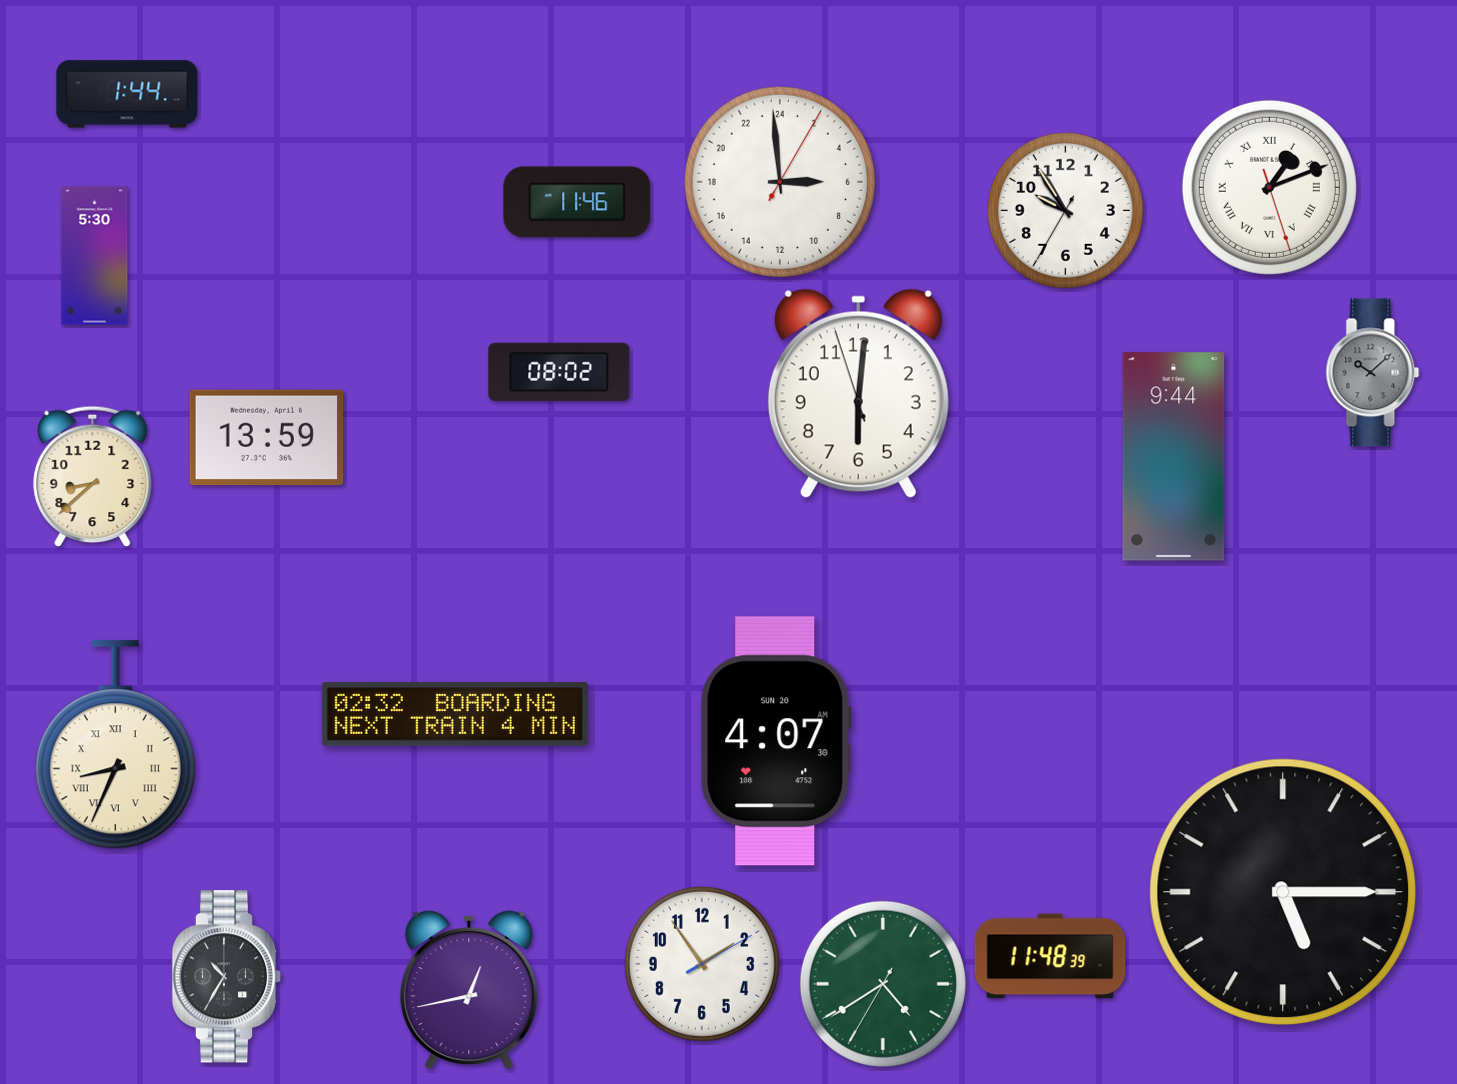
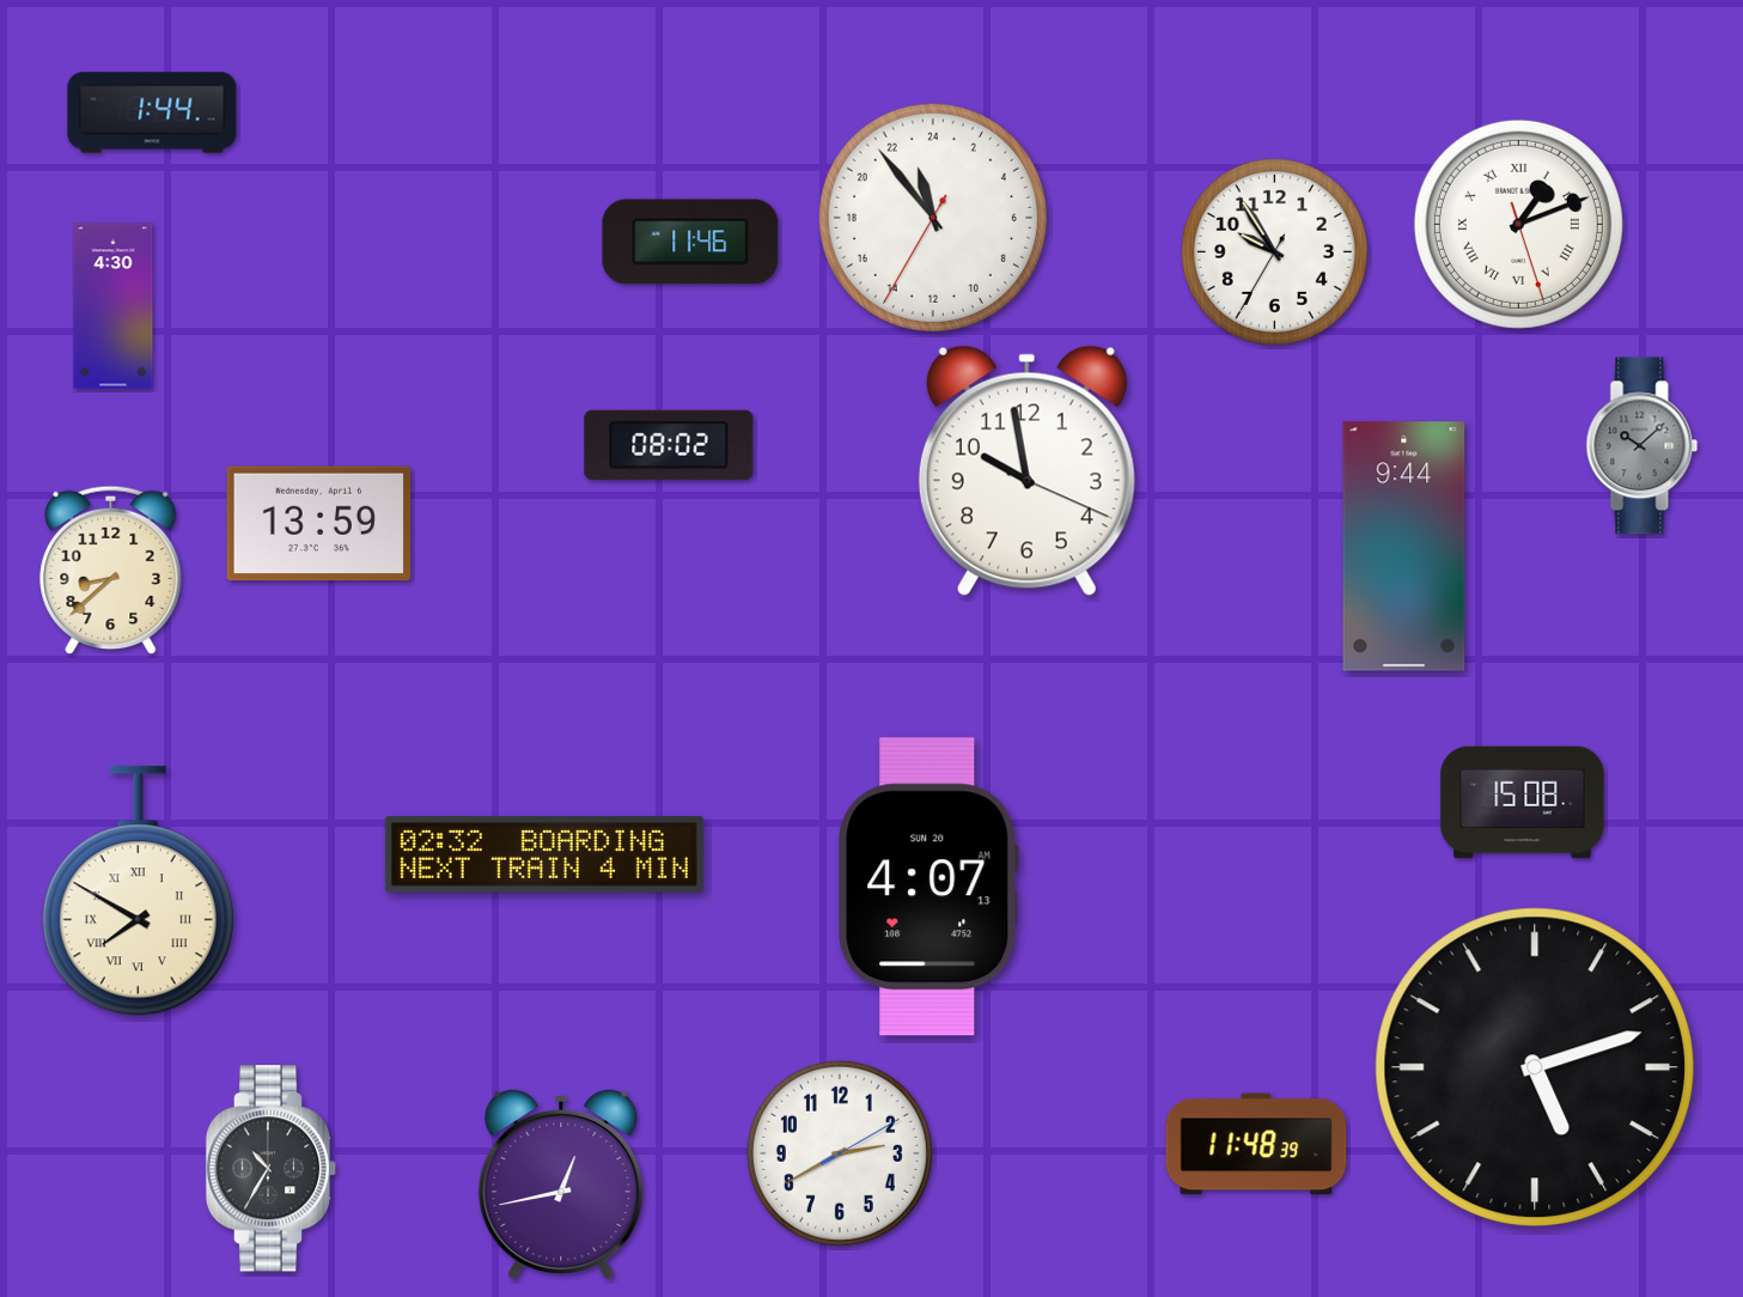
clock at (780, 182): 5:59 -> 22:53
clock at (95, 256): 5:30 -> 4:30
clock at (858, 394): 6:00 -> 9:58
clock at (1523, 803): none -> 15:08
clock at (776, 741): 4:07:30 AM -> 4:07:13 AM
clock at (115, 745): 8:34 -> 7:50
clock at (1283, 892): 5:15 -> 5:12
clock at (702, 964): 1:54 -> 2:40
clock at (883, 984): 4:39 -> none
